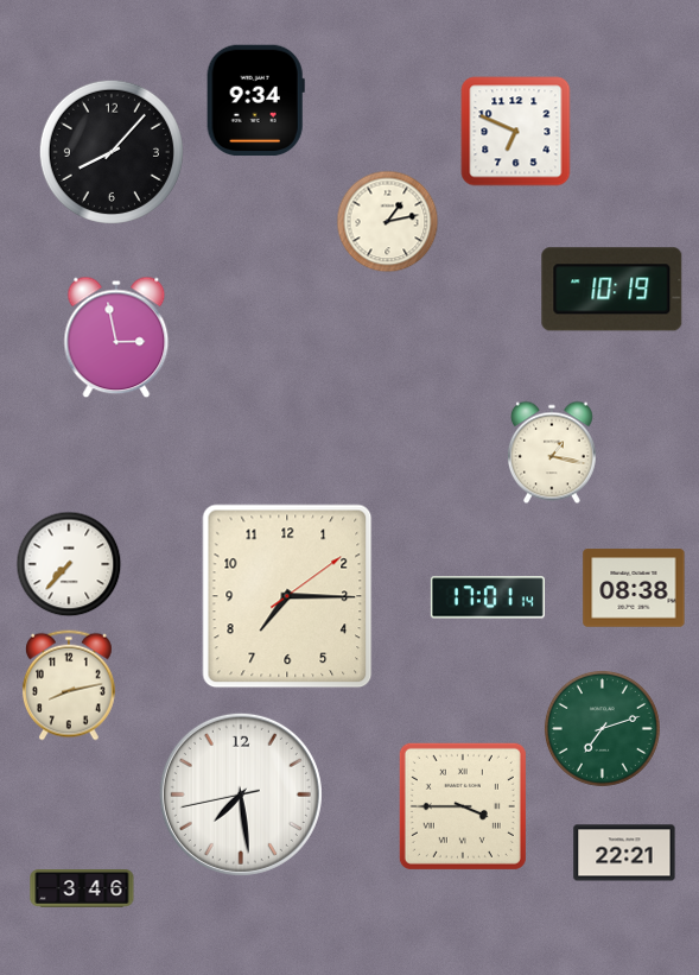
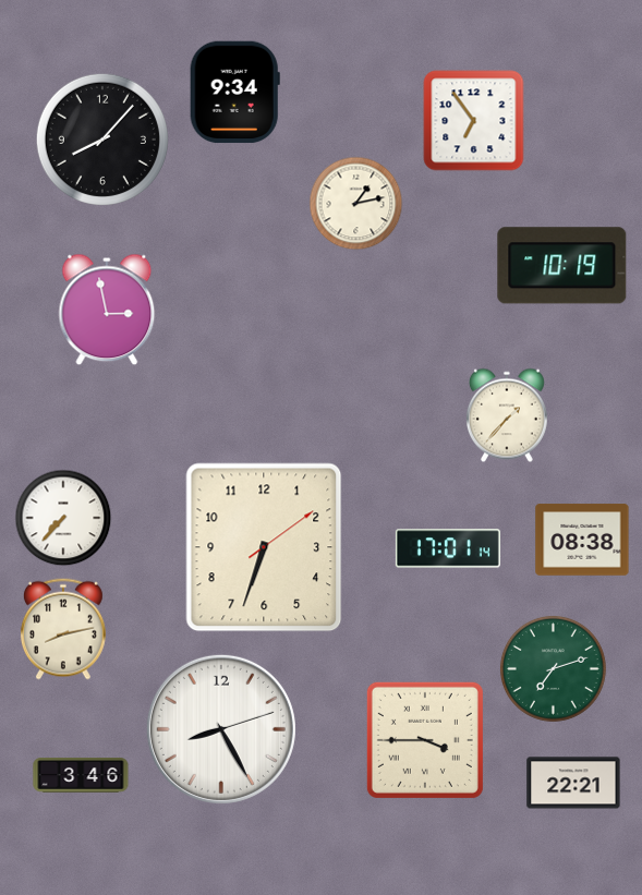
clock at (516, 132): 6:49 -> 6:54
clock at (552, 452): 1:17 -> 1:37
clock at (287, 596): 7:15 -> 6:33
clock at (241, 794): 7:28 -> 8:25
clock at (82, 889) position: (82, 889) -> (81, 776)
